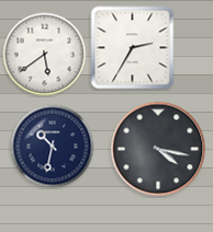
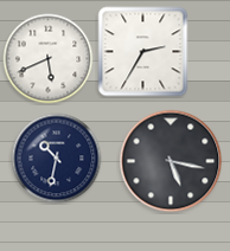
clock at (45, 55): 5:39 -> 5:41
clock at (158, 149): 4:17 -> 5:17
